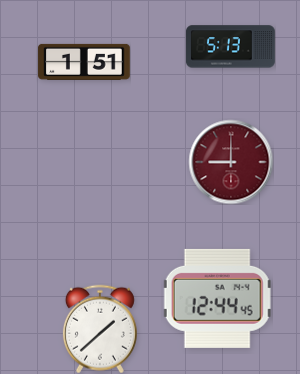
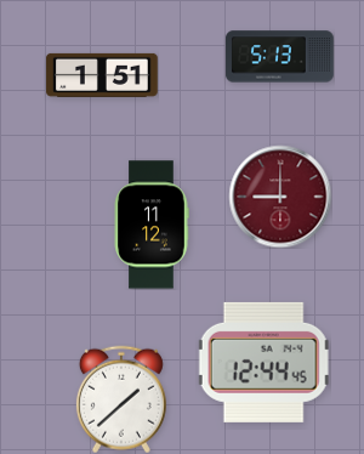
clock at (152, 225): none -> 11:12
